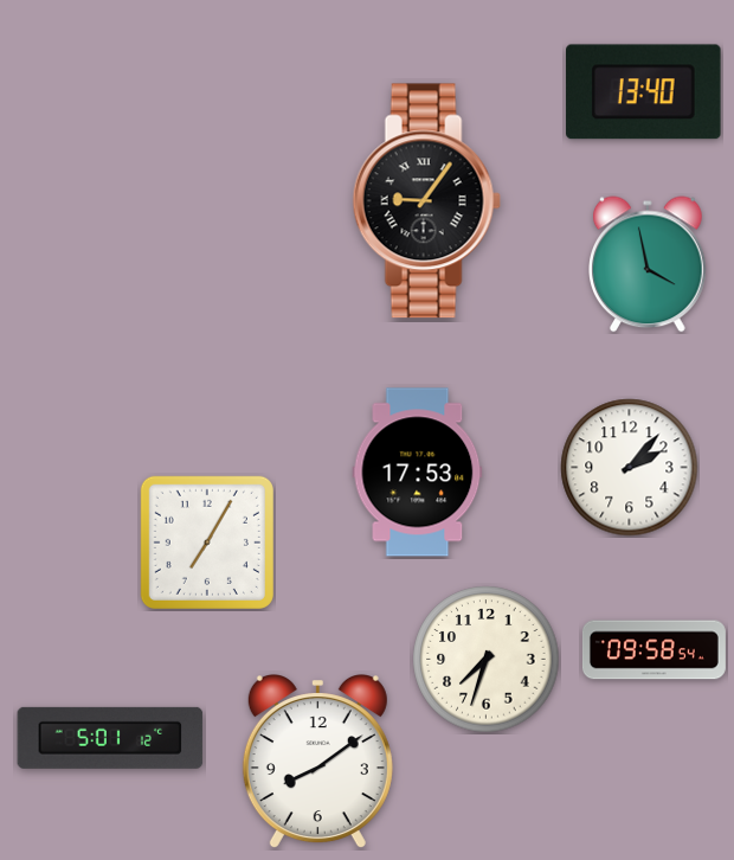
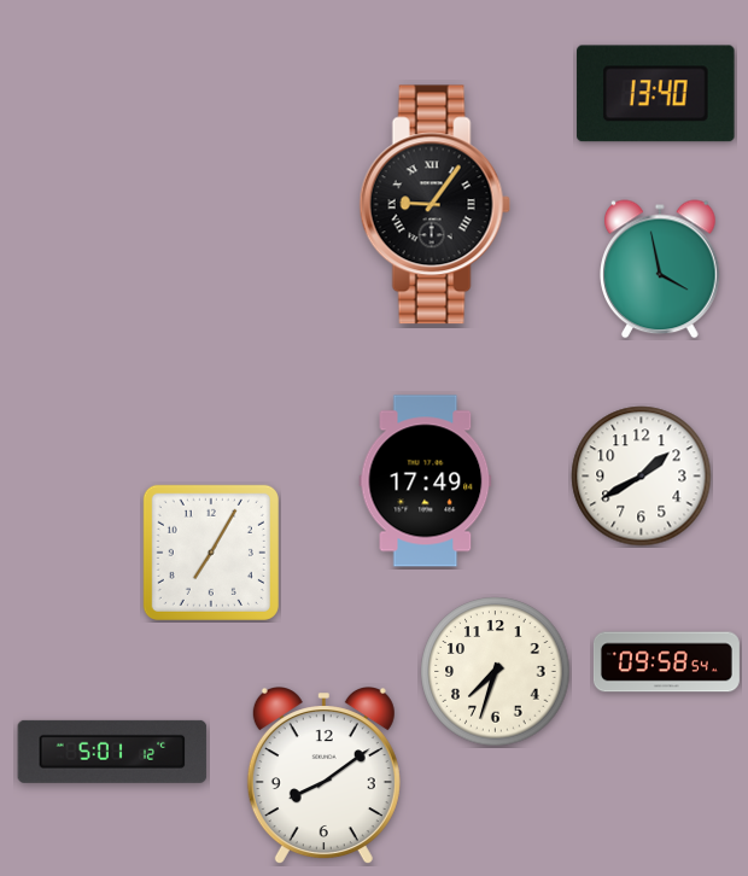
clock at (630, 468): 2:07 -> 1:40
clock at (418, 473): 17:53 -> 17:49
